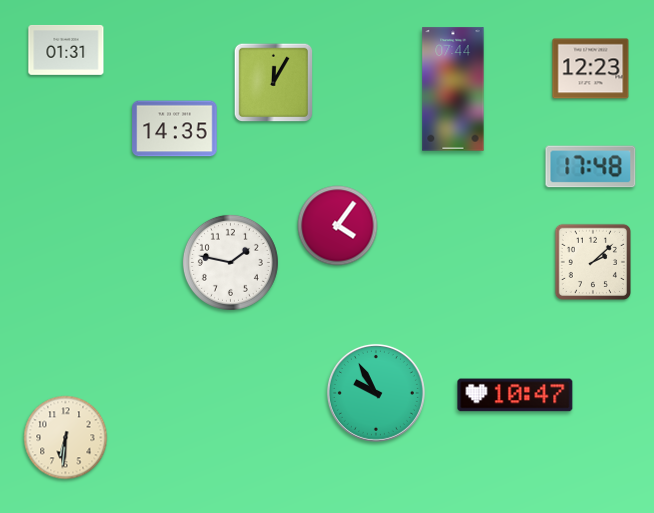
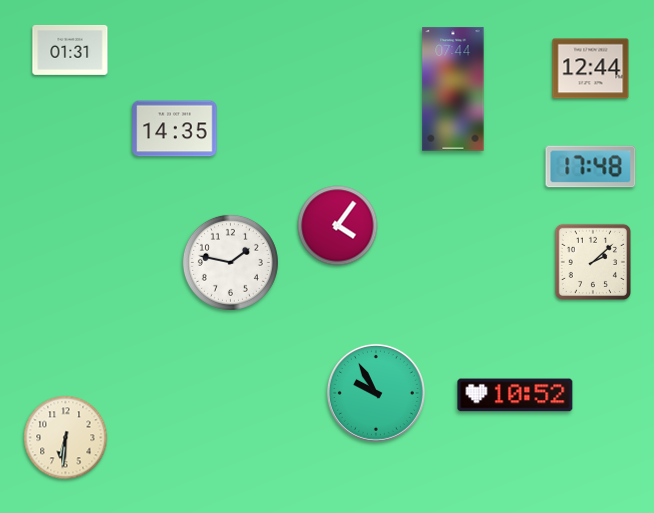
clock at (66, 50) position: (66, 50) -> (70, 50)
clock at (591, 69): 12:23 -> 12:44
clock at (274, 83): 12:05 -> none
clock at (515, 395): 10:47 -> 10:52
